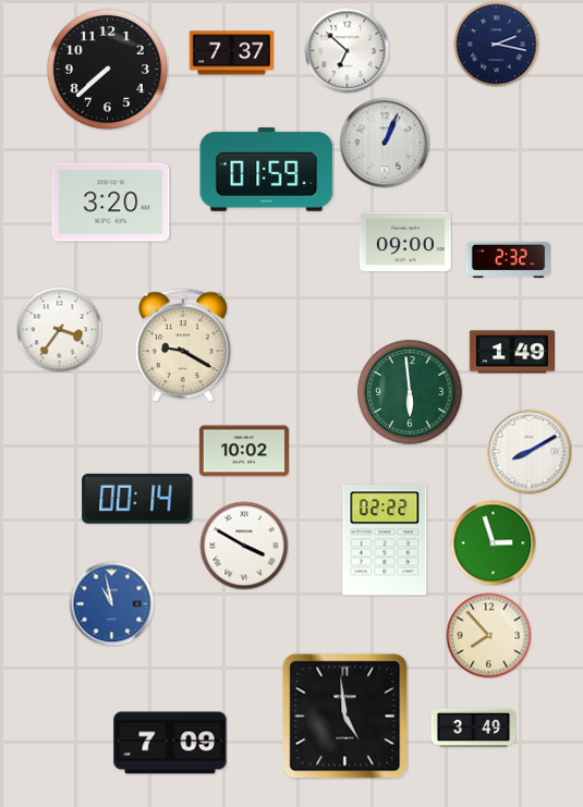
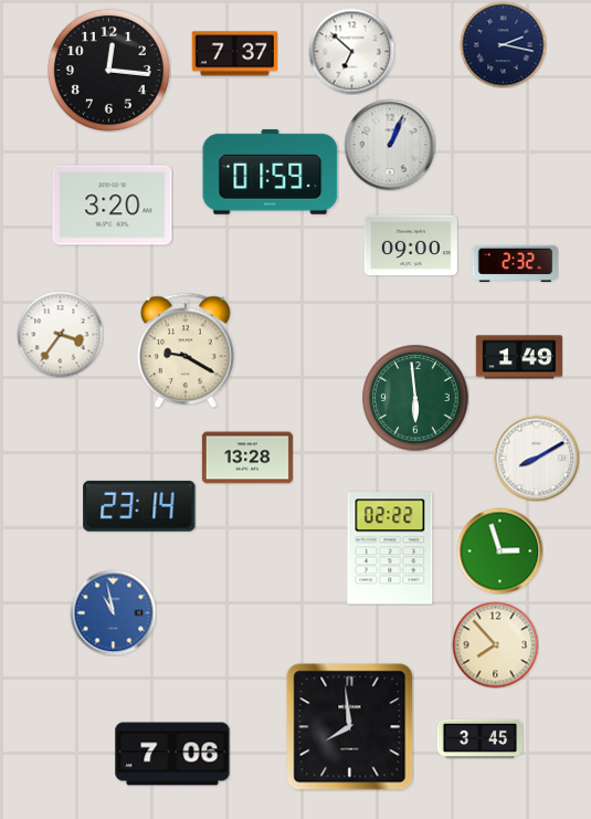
clock at (107, 69): 7:38 -> 12:16
clock at (244, 451): 10:02 -> 13:28
clock at (137, 499): 00:14 -> 23:14
clock at (244, 546): 3:50 -> none
clock at (345, 717): 4:59 -> 7:59
clock at (473, 729): 3:49 -> 3:45
clock at (170, 743): 7:09 -> 7:06
